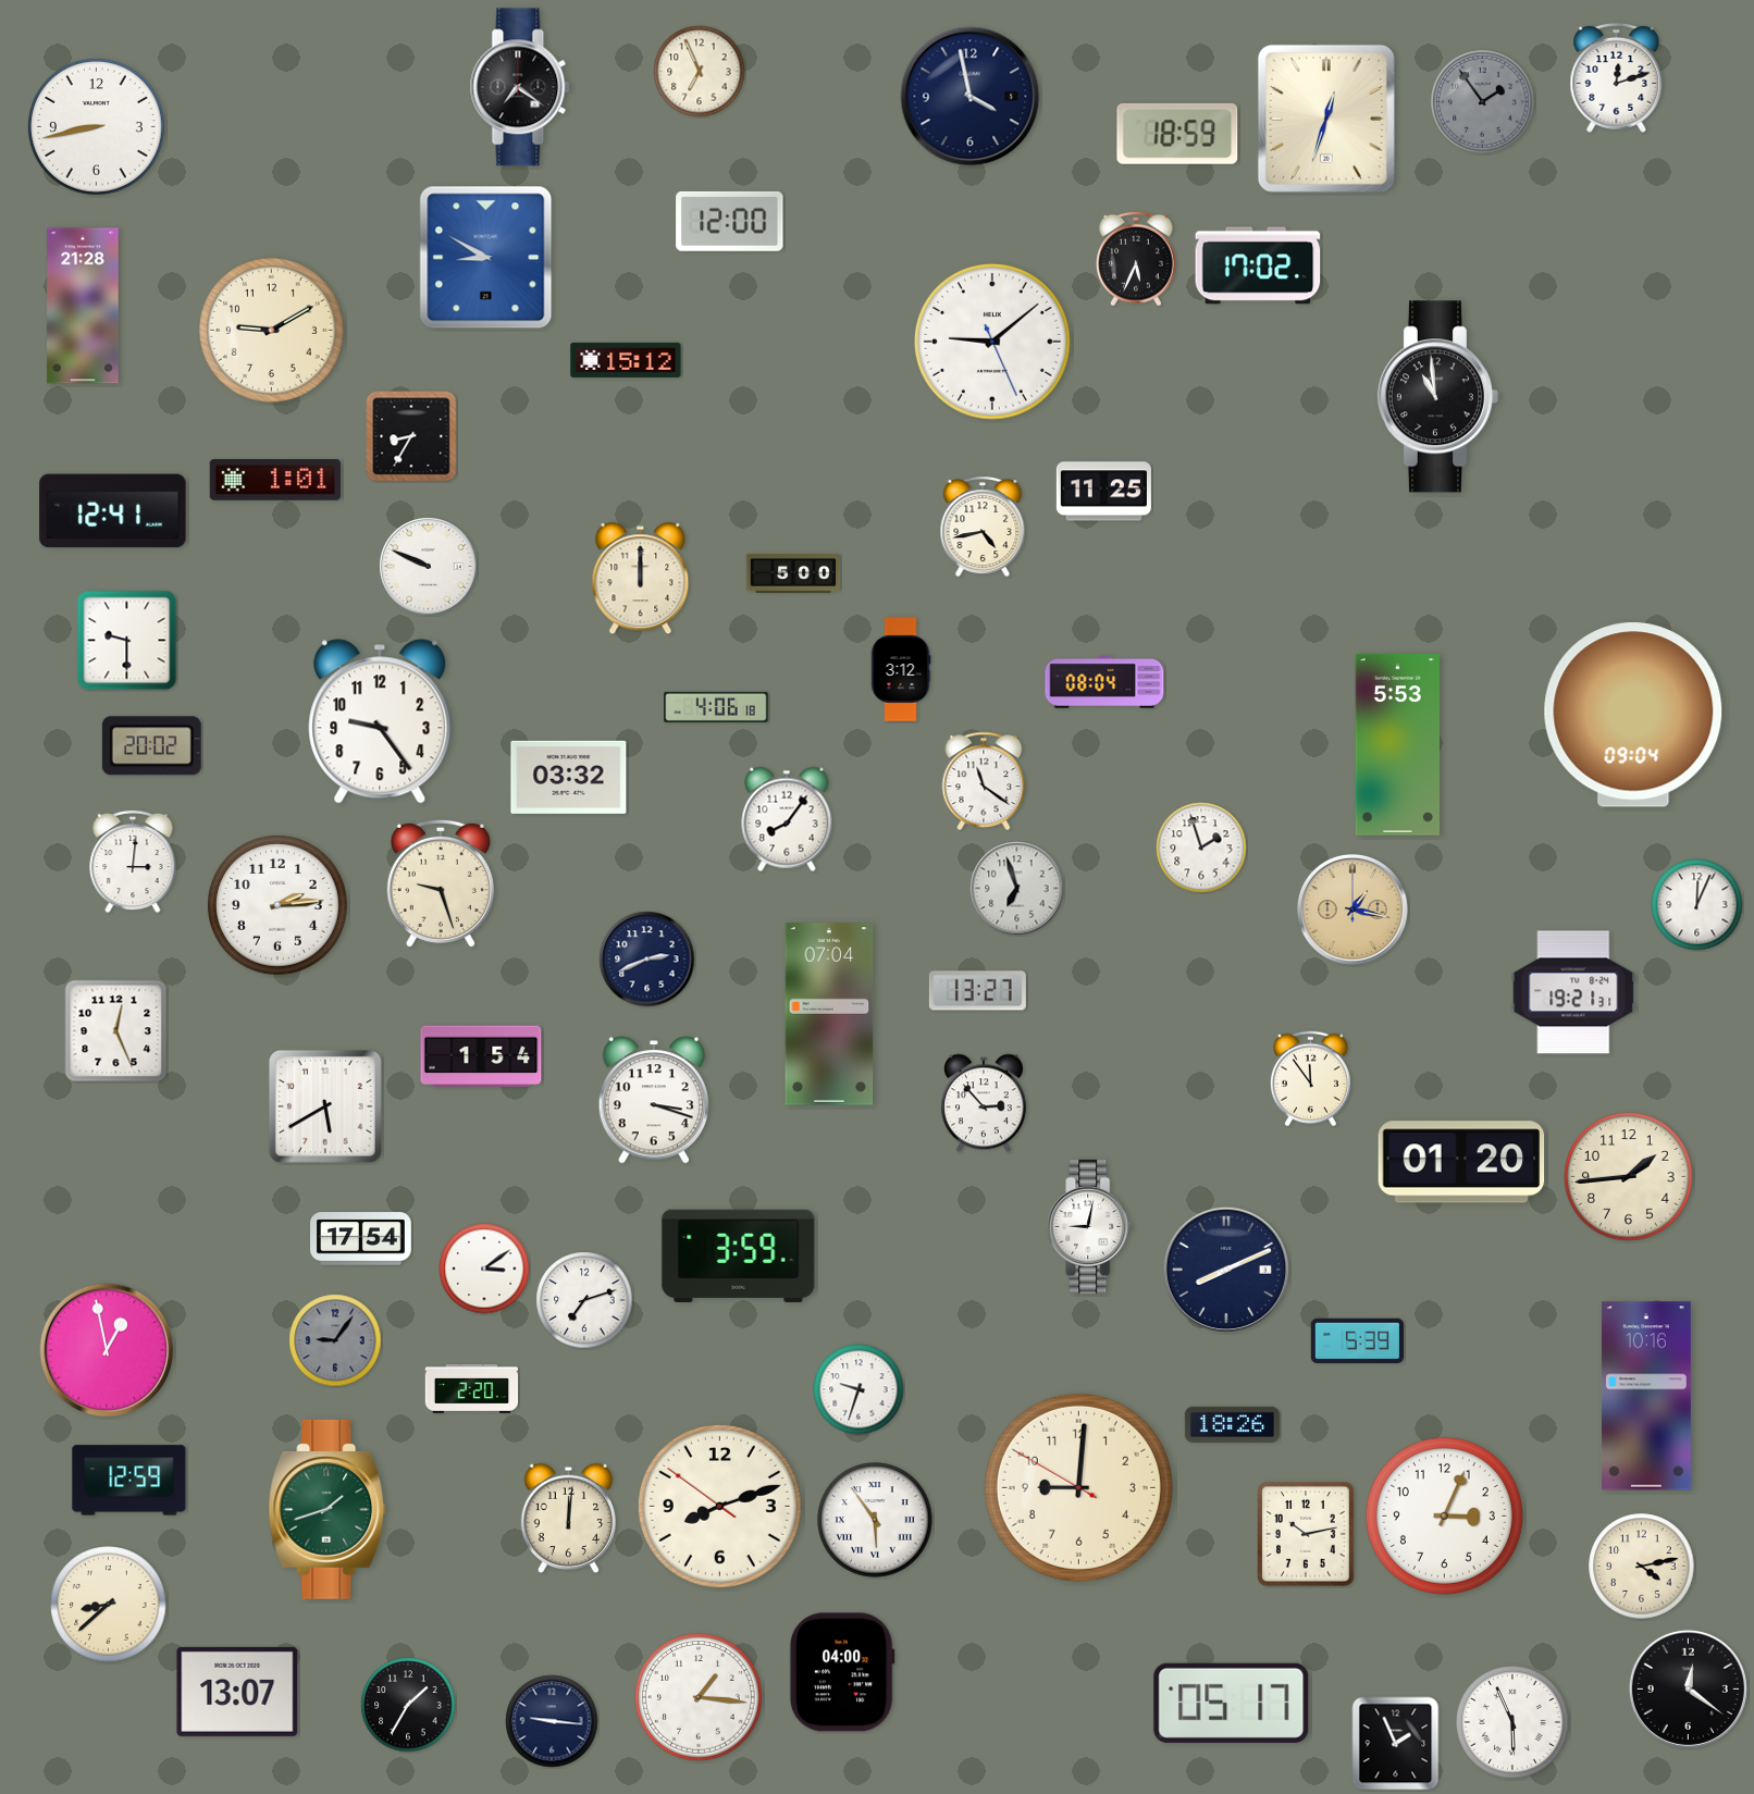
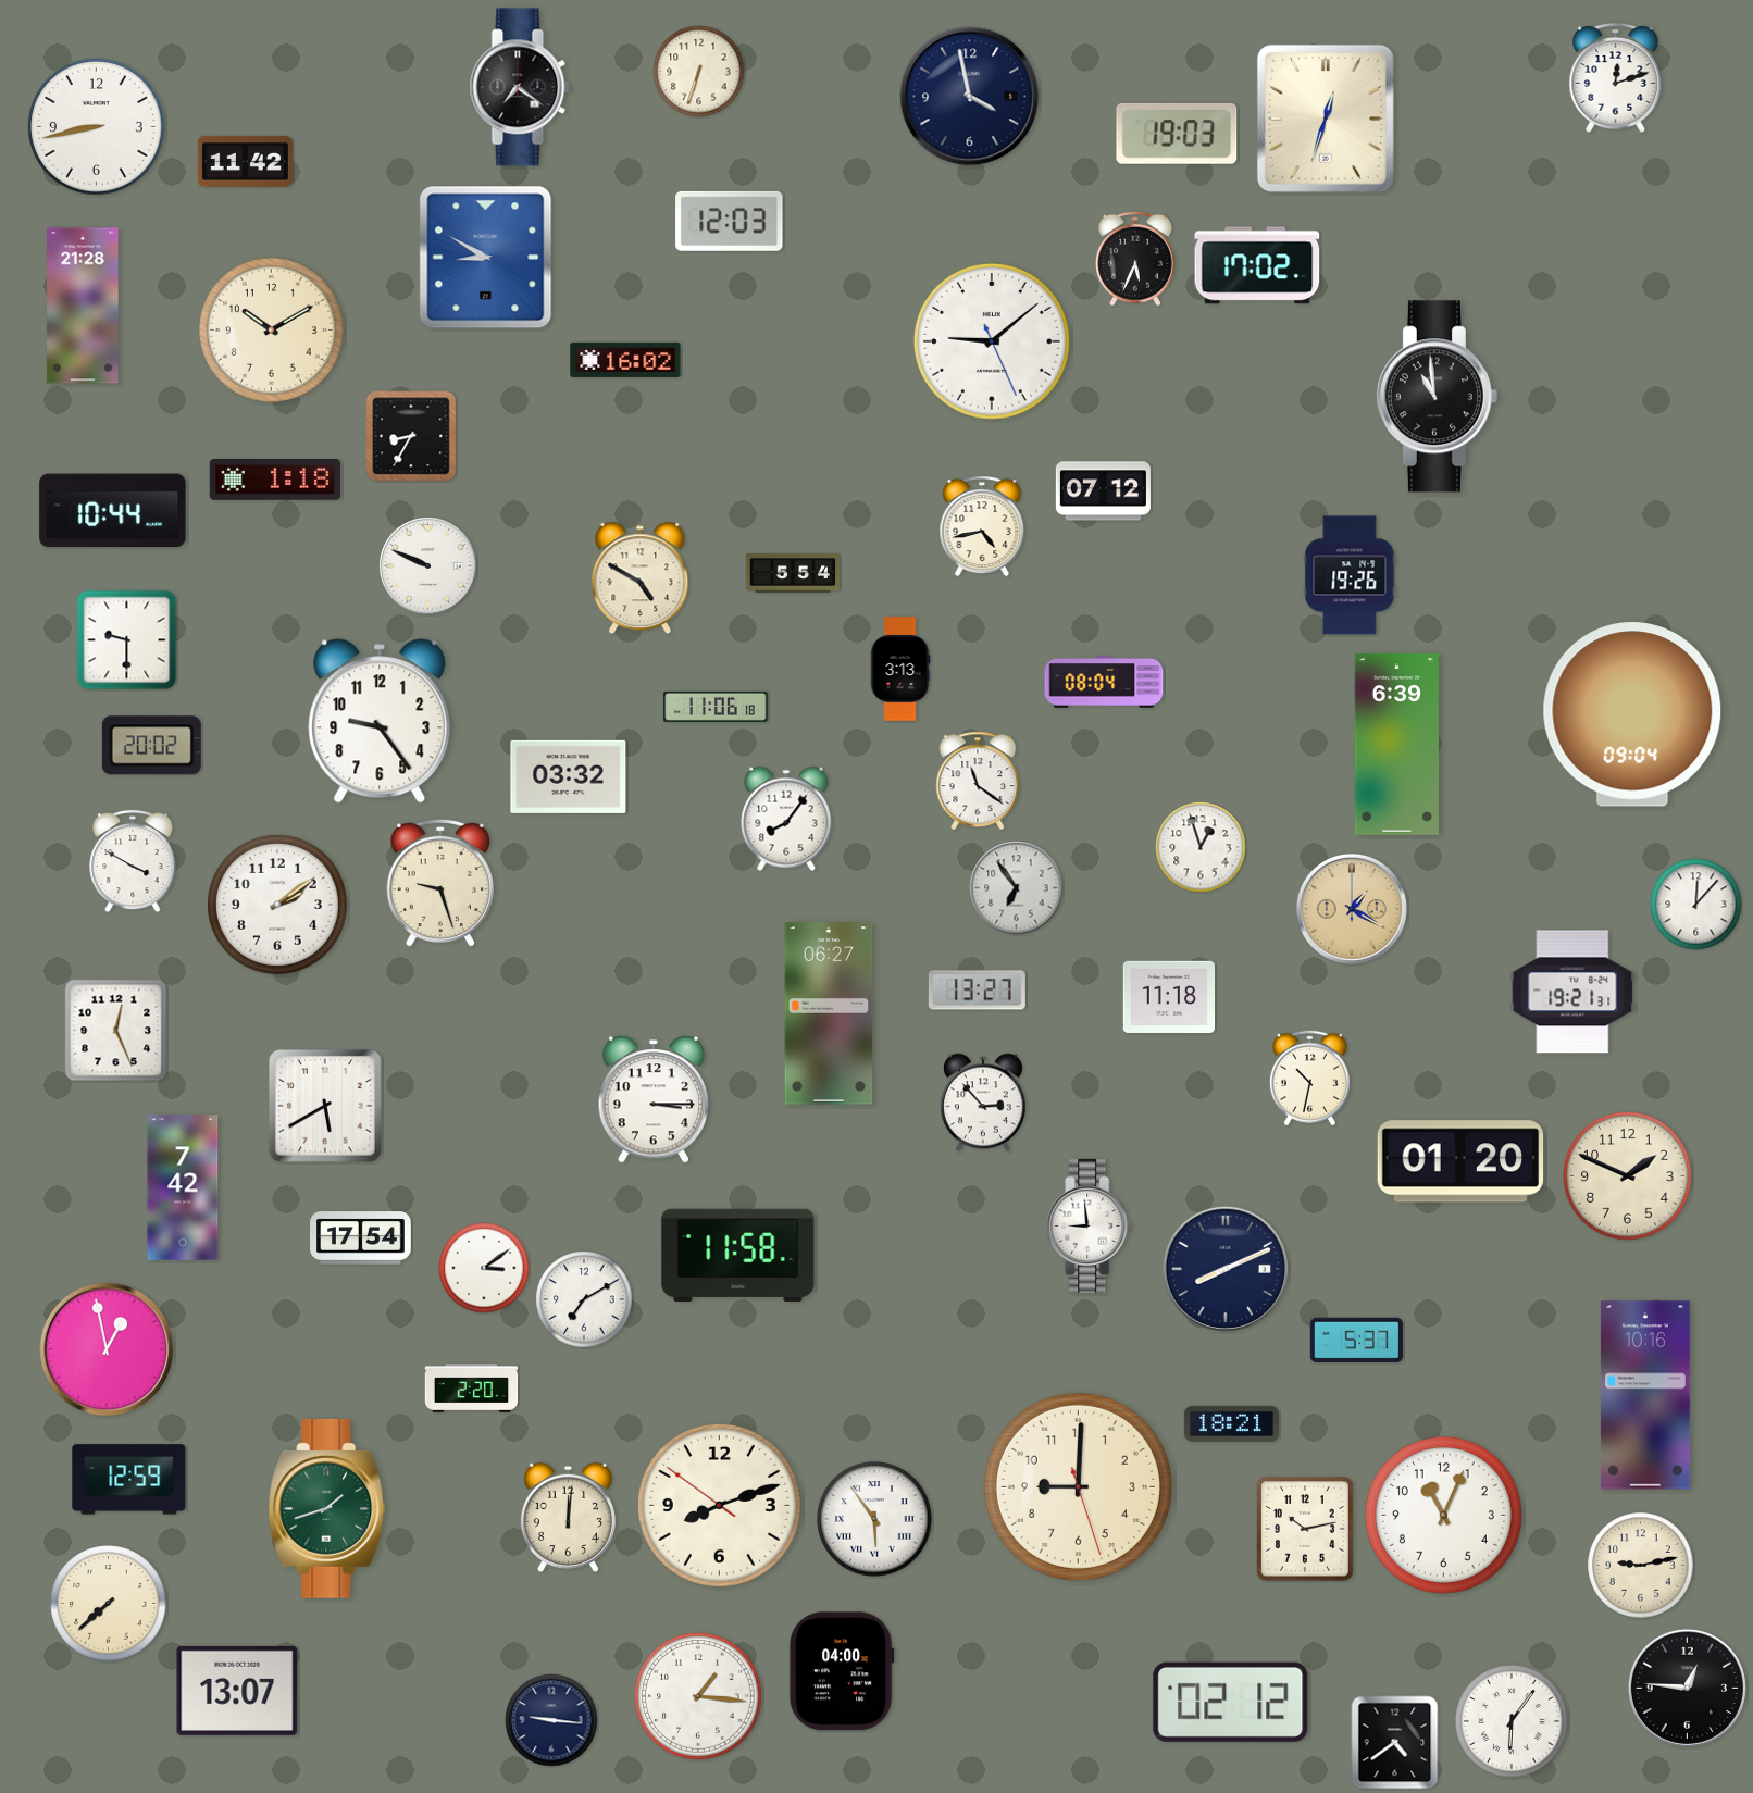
clock at (700, 72): 6:56 -> 6:33
clock at (1483, 102): 1:54 -> none
clock at (1177, 134): 18:59 -> 19:03
clock at (245, 161): none -> 11:42
clock at (730, 221): 12:00 -> 12:03
clock at (271, 330): 9:10 -> 10:10
clock at (626, 360): 15:12 -> 16:02
clock at (275, 481): 1:01 -> 1:18
clock at (1103, 492): 11:25 -> 07:12
clock at (113, 511): 12:41 -> 10:44
clock at (792, 573): 5:00 -> 5:54
clock at (1350, 575): none -> 19:26
clock at (641, 579): 12:00 -> 4:50
clock at (901, 669): 3:12 -> 3:13
clock at (716, 707): 4:06 -> 11:06
clock at (1397, 745): 5:53 -> 6:39
clock at (984, 781) position: (984, 781) -> (978, 781)
clock at (1201, 847): 1:57 -> 12:57
clock at (133, 862): 3:01 -> 3:50
clock at (1017, 889): 6:57 -> 6:54
clock at (1697, 905): 12:04 -> 12:07
clock at (279, 906): 2:14 -> 2:09
clock at (1352, 910): 1:17 -> 1:20
clock at (647, 960): 2:41 -> none
clock at (1169, 996): none -> 11:18
clock at (829, 1014): 07:04 -> 06:27
clock at (481, 1056): 1:54 -> none
clock at (1310, 1079): 11:54 -> 10:32
clock at (653, 1100): 3:18 -> 3:15
clock at (1629, 1177): 1:44 -> 1:49
clock at (183, 1187): none -> 7:42
clock at (1090, 1226): 9:02 -> 8:59
clock at (739, 1255): 3:59 -> 11:58
clock at (584, 1300): 7:12 -> 7:10
clock at (335, 1340): 9:06 -> none
clock at (1357, 1340): 5:39 -> 5:37
clock at (859, 1389): 9:33 -> none
clock at (1232, 1424): 18:26 -> 18:21
clock at (1078, 1487): 9:00:50 -> 9:00:27
clock at (1444, 1515): 3:04 -> 11:04
clock at (1307, 1534) position: (1307, 1534) -> (1306, 1529)
clock at (1642, 1567): 4:13 -> 9:13
clock at (109, 1605): 8:38 -> 7:38
clock at (1688, 1688): 12:21 -> 12:46
clock at (1232, 1703): 05:17 -> 02:12
clock at (408, 1705): 1:35 -> none
clock at (1512, 1722): 5:56 -> 6:06
clock at (1396, 1744): 1:56 -> 4:39
